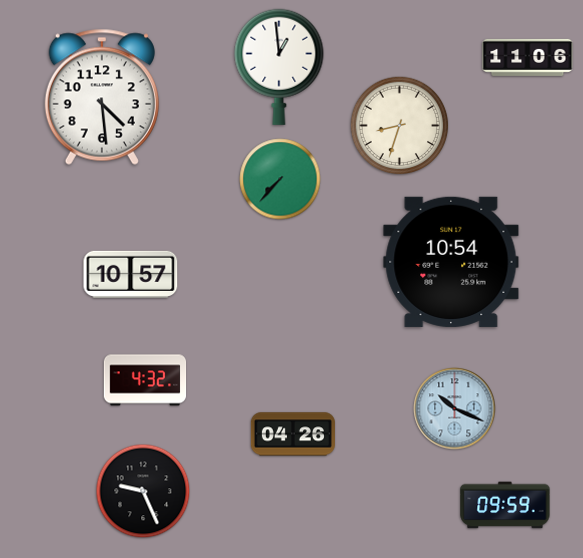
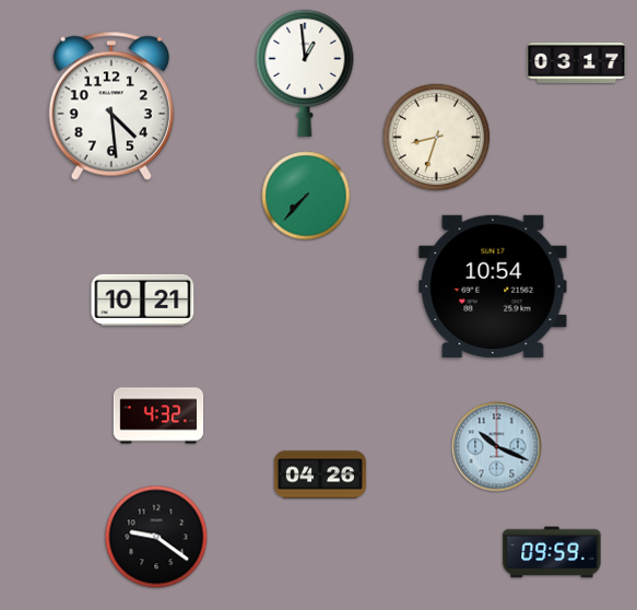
clock at (528, 57): 11:06 -> 03:17
clock at (131, 274): 10:57 -> 10:21
clock at (143, 491): 9:26 -> 9:21
